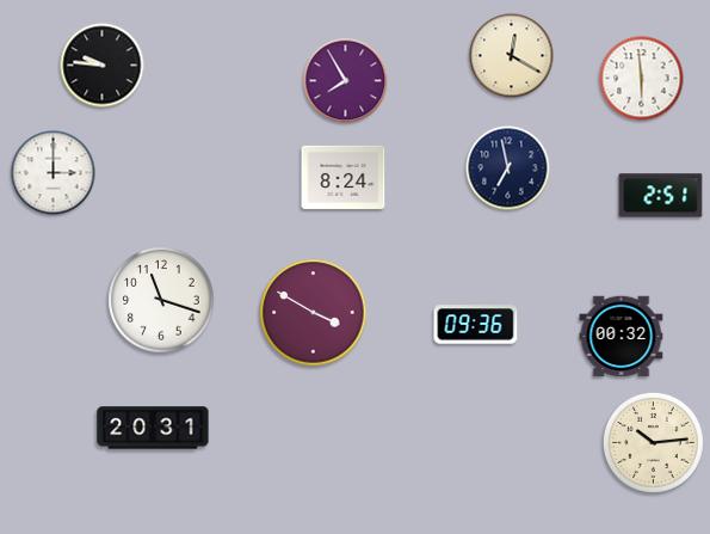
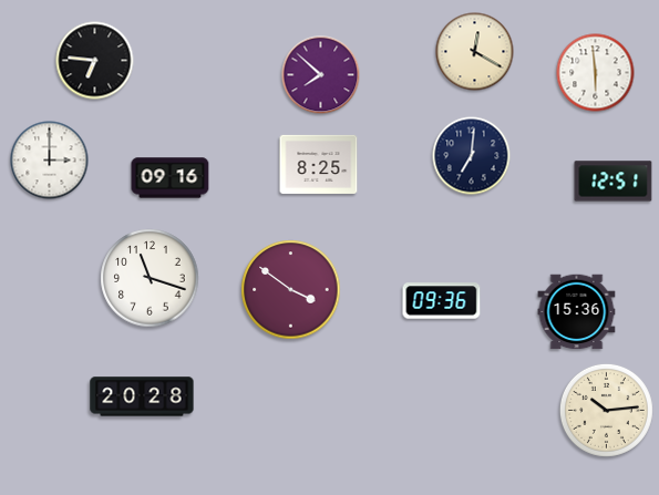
clock at (103, 66): 9:46 -> 6:46
clock at (346, 81): 7:55 -> 7:52
clock at (508, 168): 6:58 -> 7:01
clock at (344, 177): 8:24 -> 8:25
clock at (171, 178): none -> 09:16
clock at (661, 196): 2:51 -> 12:51
clock at (314, 313): 3:50 -> 3:51
clock at (622, 337): 00:32 -> 15:36
clock at (153, 428): 20:31 -> 20:28
